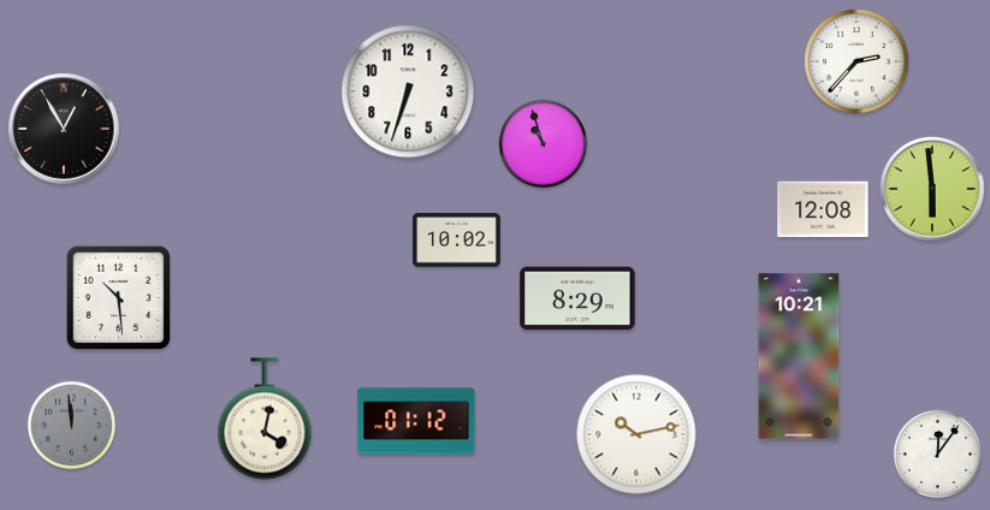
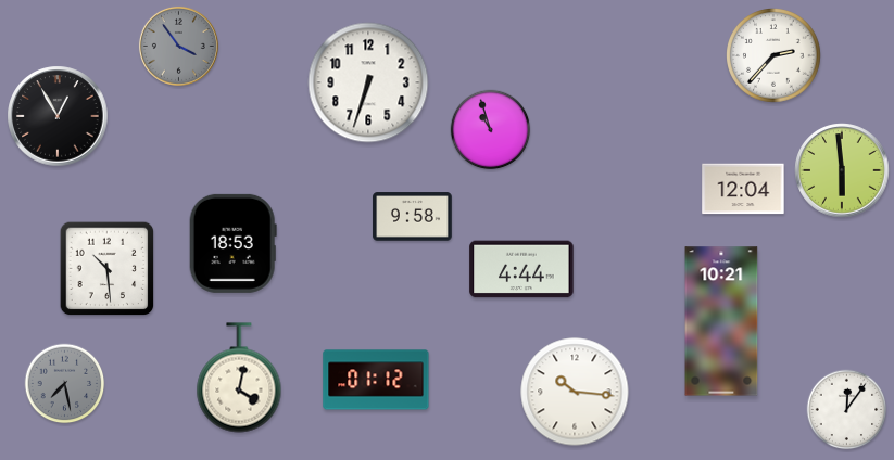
clock at (178, 46): none -> 3:54
clock at (823, 209): 12:08 -> 12:04
clock at (457, 241): 10:02 -> 9:58
clock at (232, 243): none -> 18:53
clock at (577, 298): 8:29 -> 4:44
clock at (72, 426): 11:59 -> 7:28
clock at (636, 434): 10:13 -> 10:16
